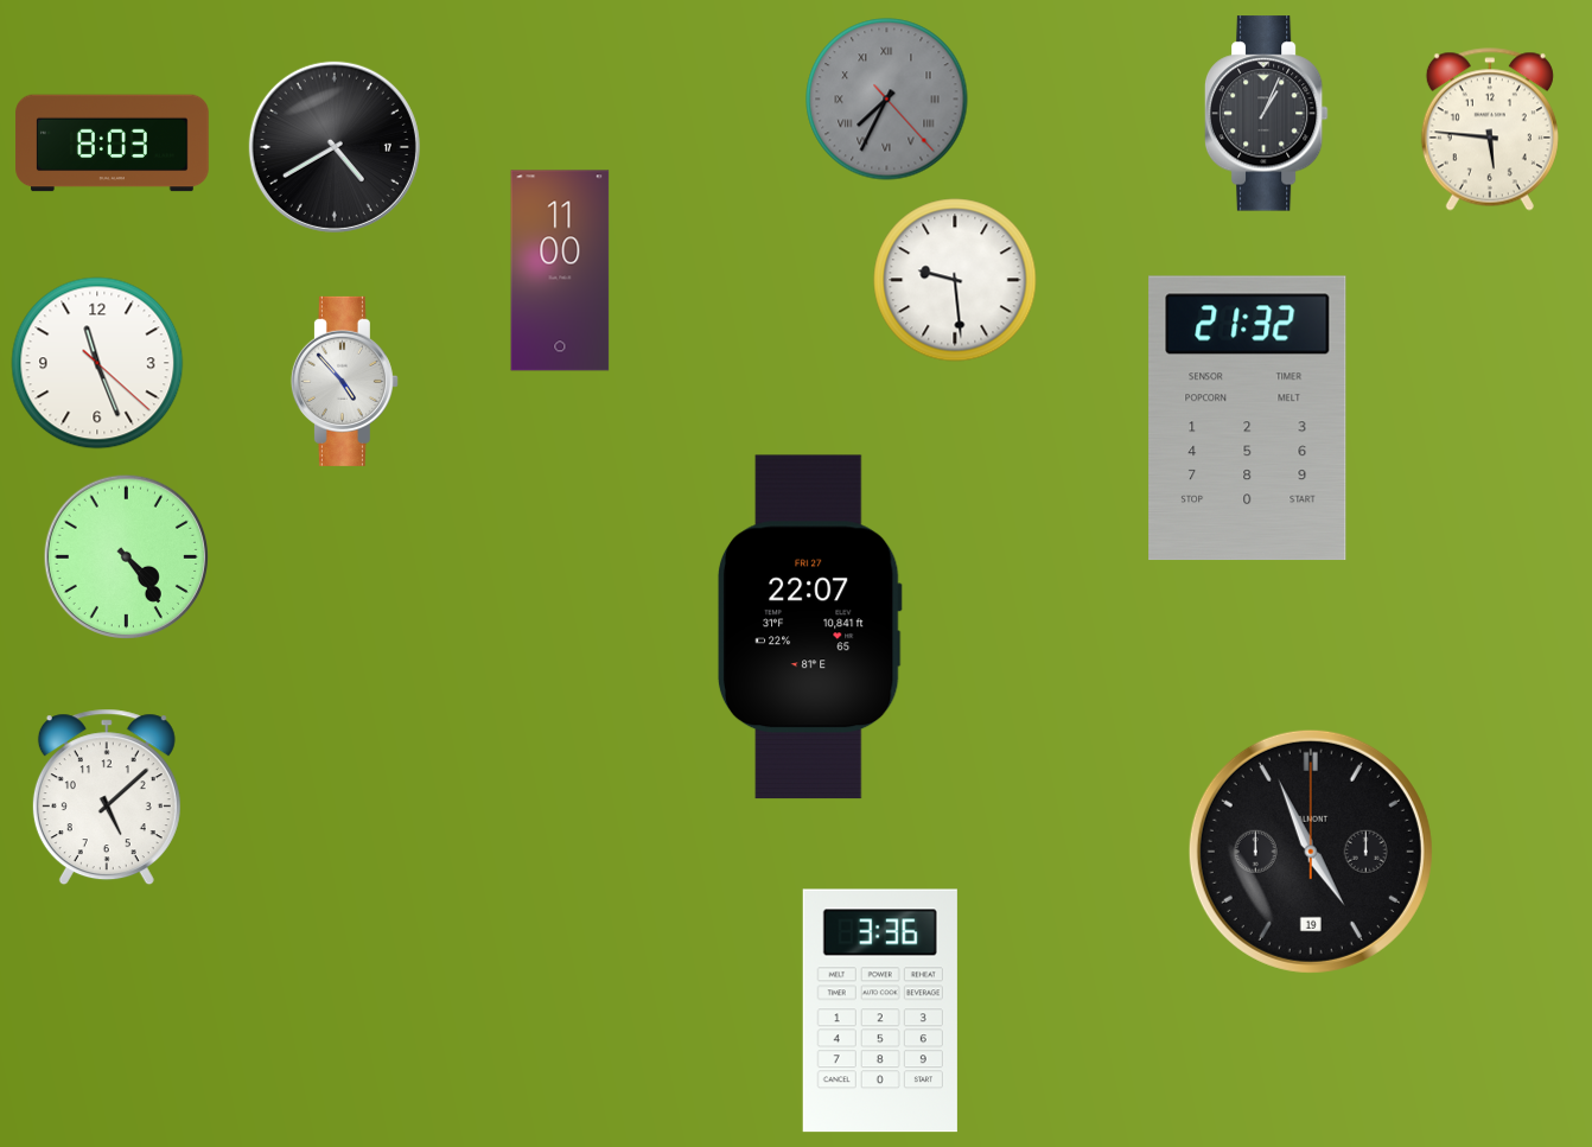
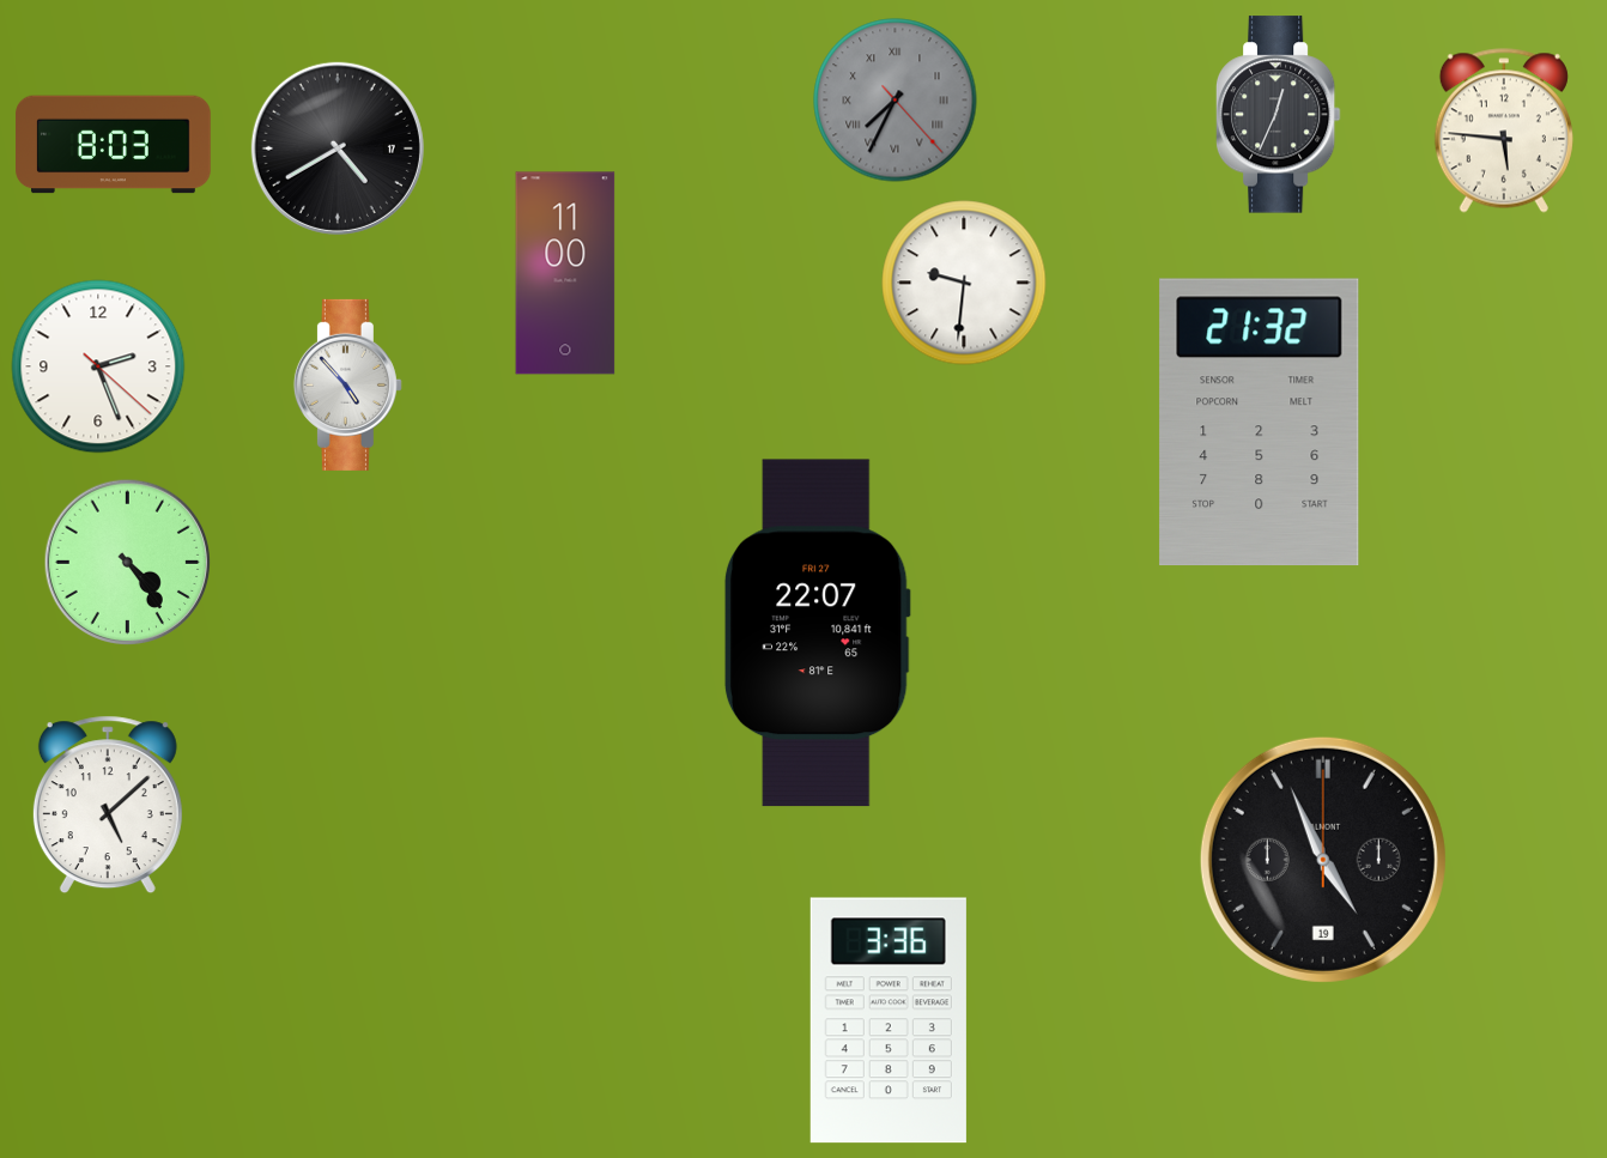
clock at (1266, 114): 1:04 -> 12:34
clock at (955, 280): 9:29 -> 9:31
clock at (97, 363): 11:26 -> 2:26
